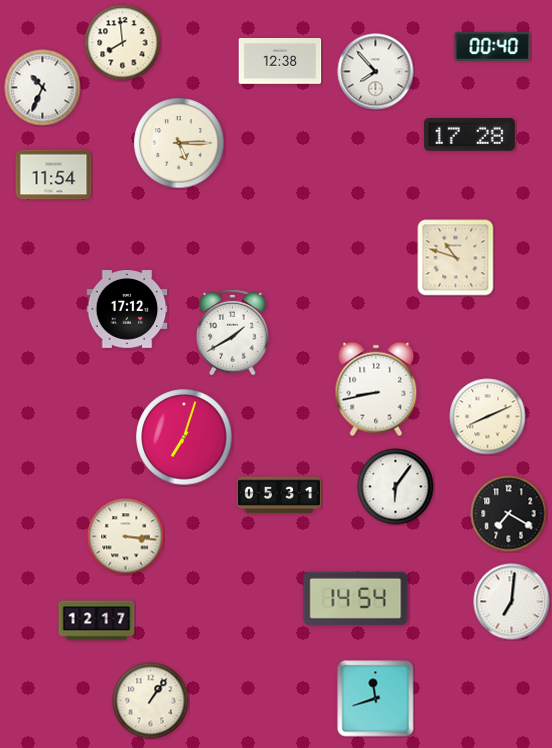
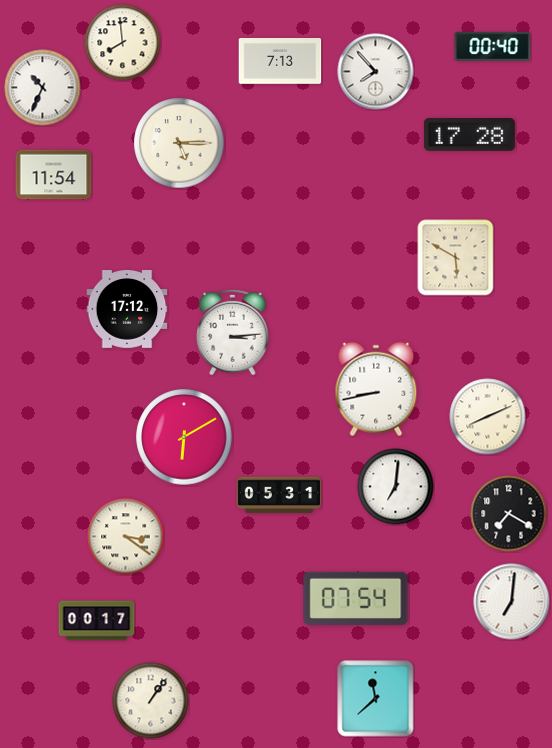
clock at (280, 61): 12:38 -> 7:13
clock at (456, 258): 10:48 -> 5:50
clock at (233, 332): 1:40 -> 3:14
clock at (184, 437): 7:03 -> 6:10
clock at (396, 487): 6:06 -> 7:01
clock at (126, 537): 3:16 -> 3:21
clock at (356, 598): 14:54 -> 07:54
clock at (97, 621): 12:17 -> 00:17
clock at (376, 699): 11:42 -> 11:38
